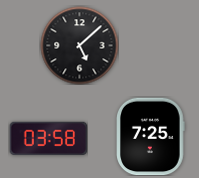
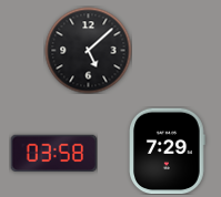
clock at (151, 136): 7:25 -> 7:29
